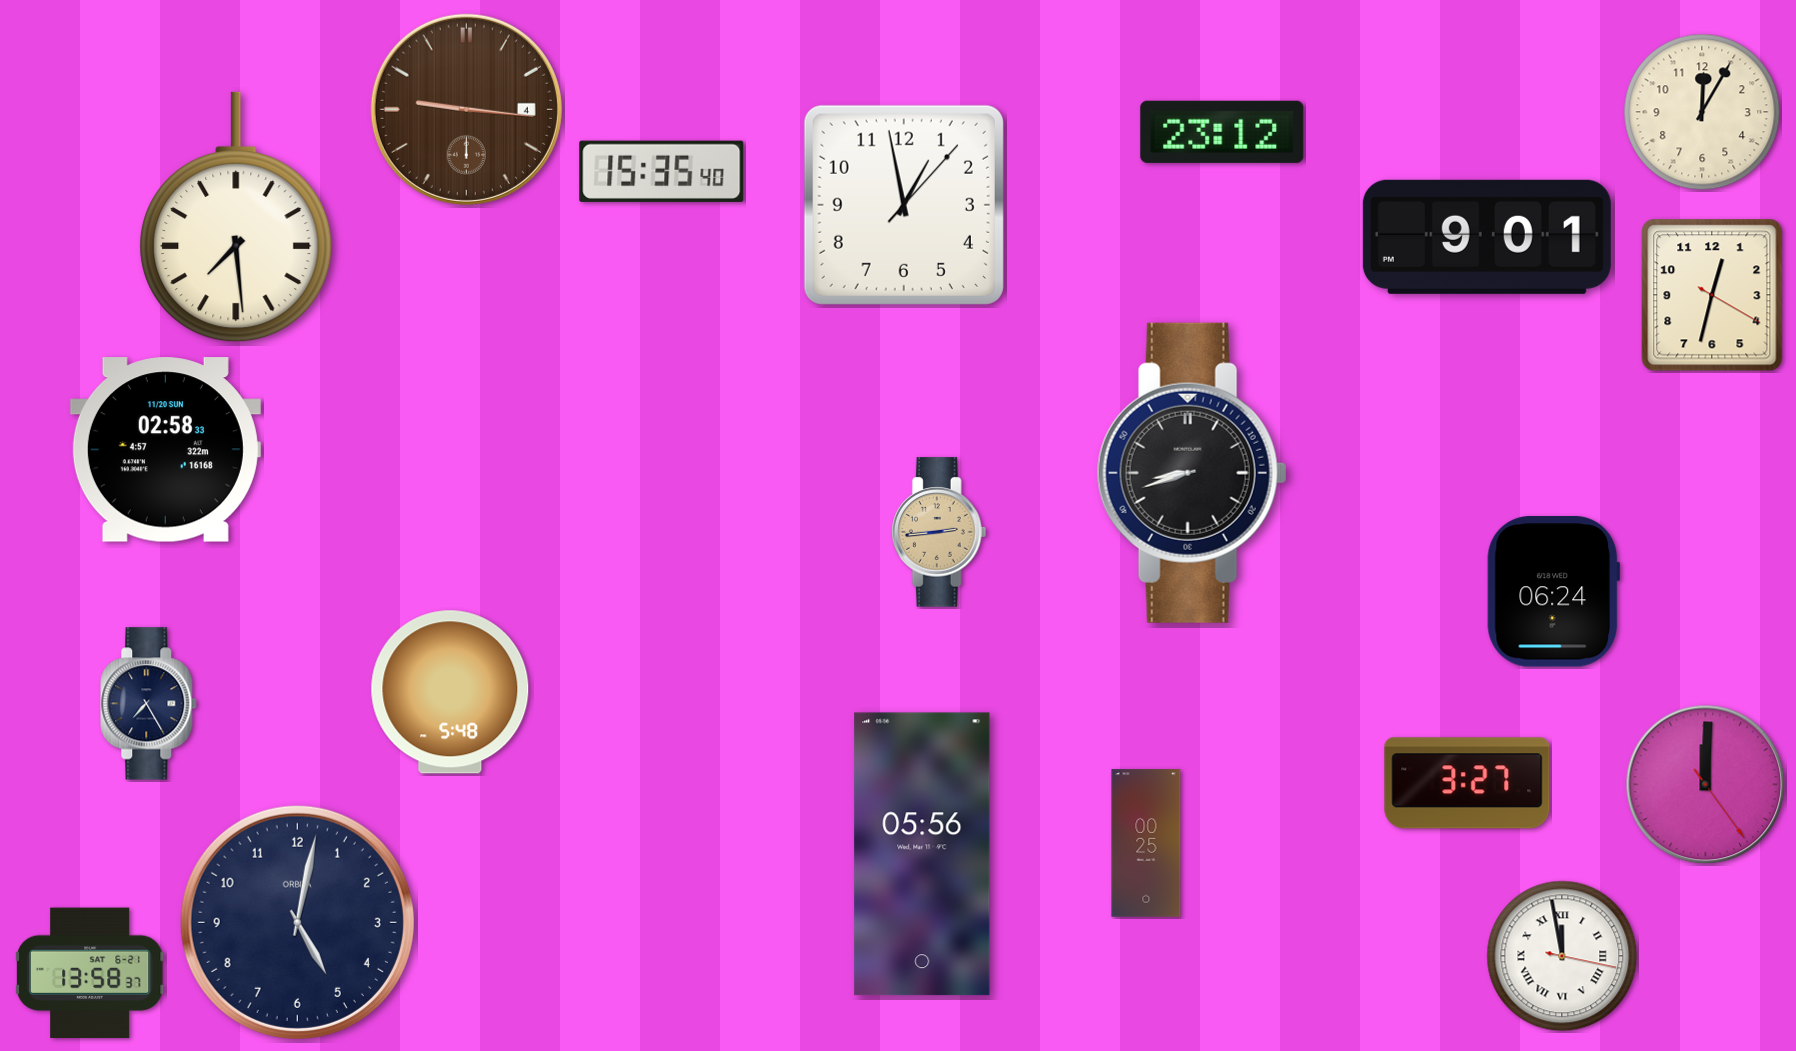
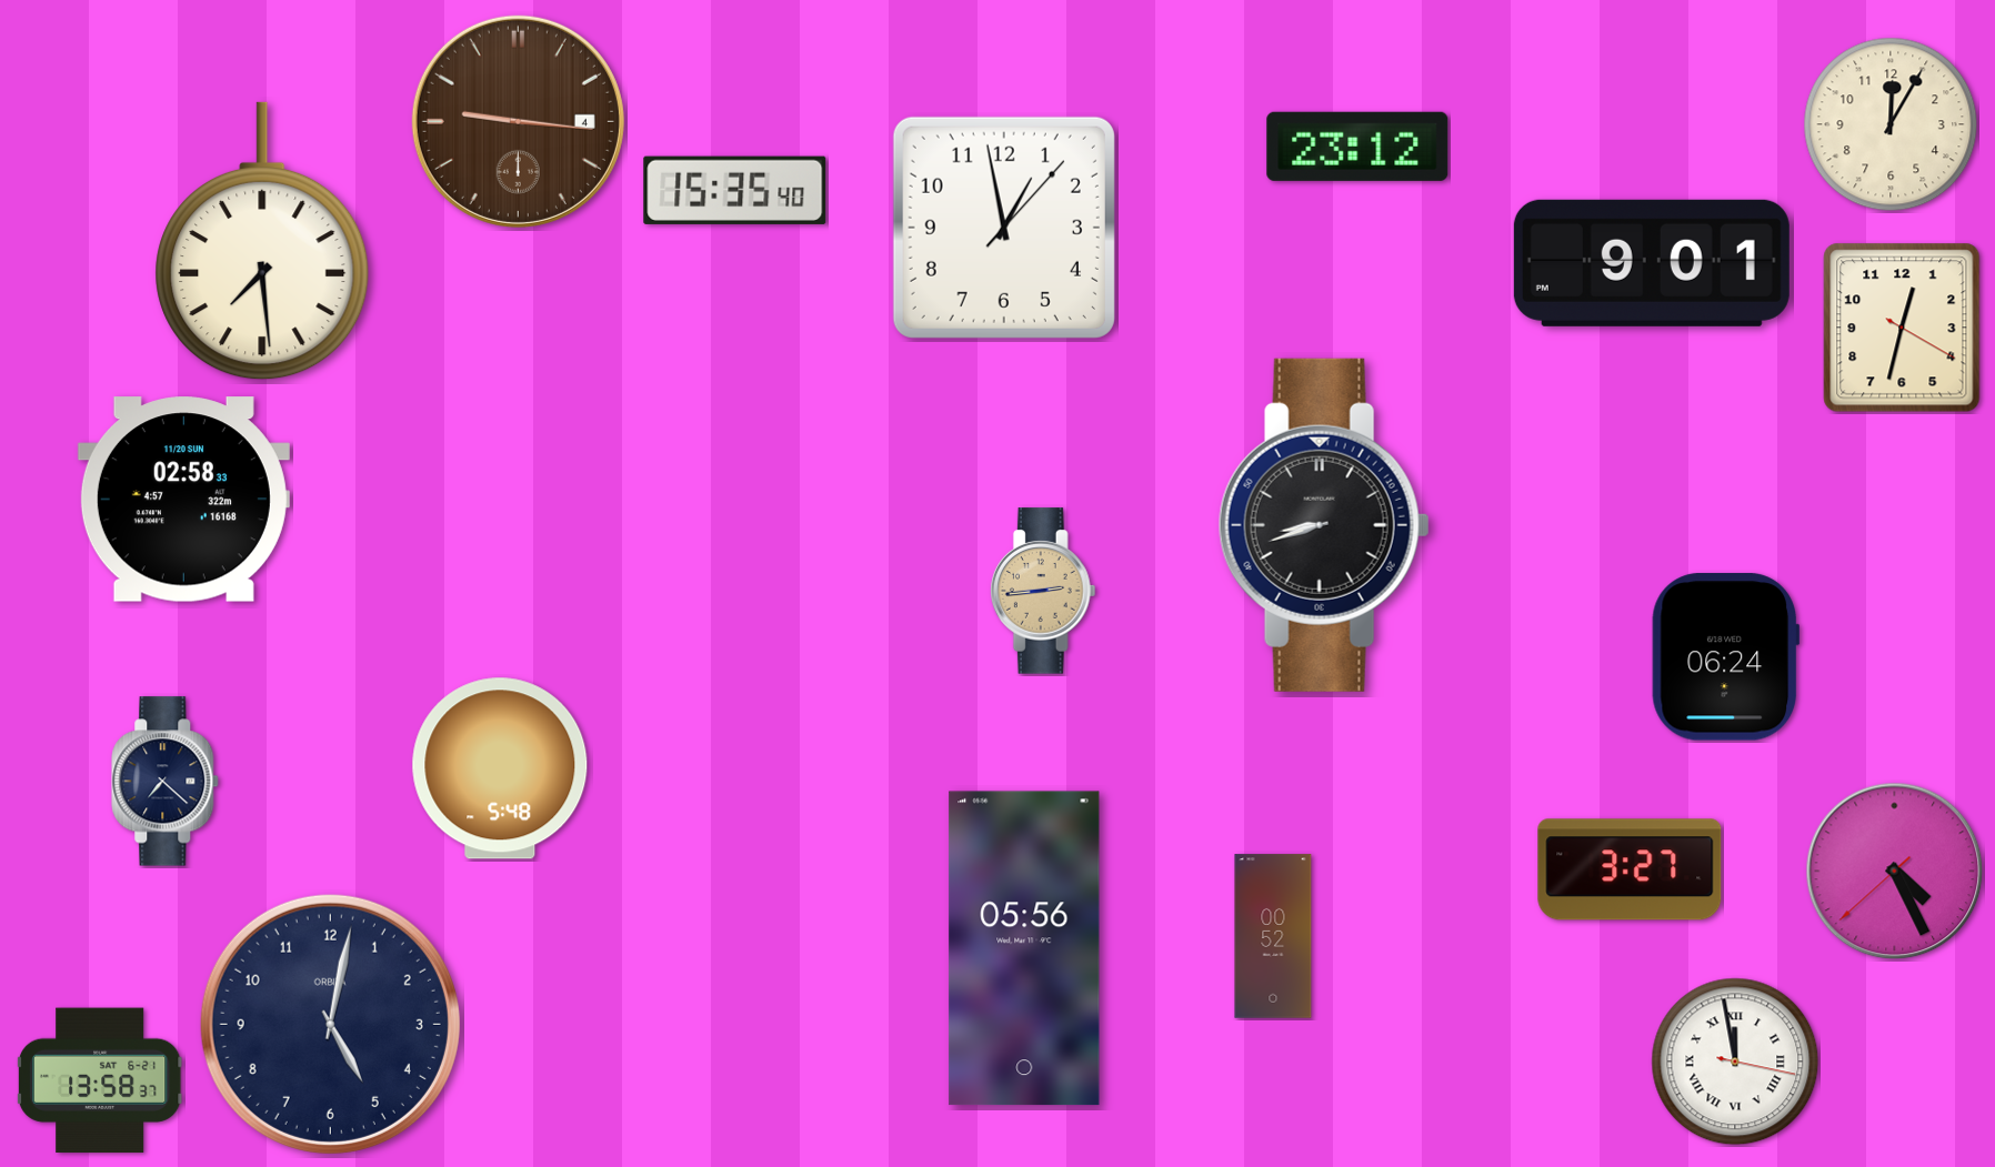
clock at (149, 704): 7:25 -> 7:22
clock at (1706, 785): 12:00 -> 4:25
clock at (1146, 843): 00:25 -> 00:52
